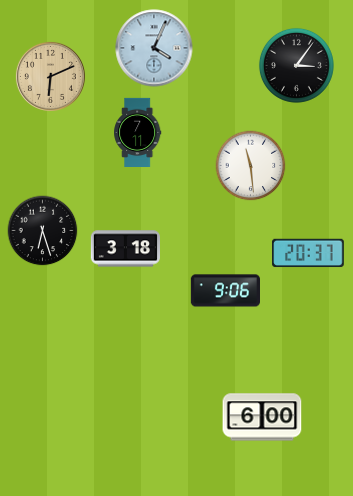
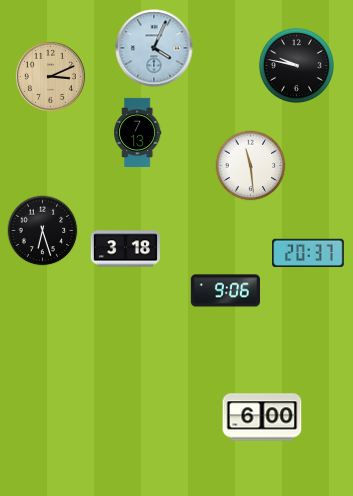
clock at (296, 65): 3:06 -> 9:47
clock at (50, 76): 6:11 -> 3:11
clock at (138, 132): 7:11 -> 7:13
